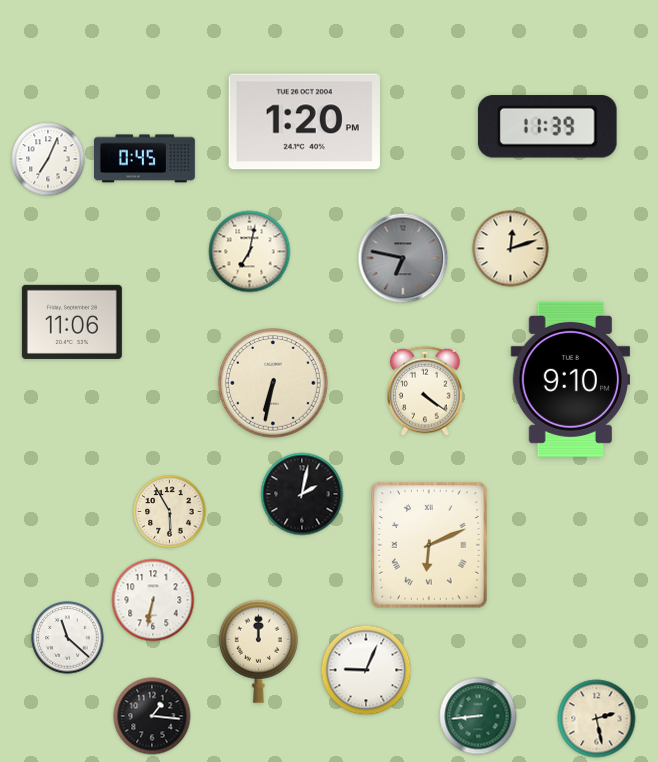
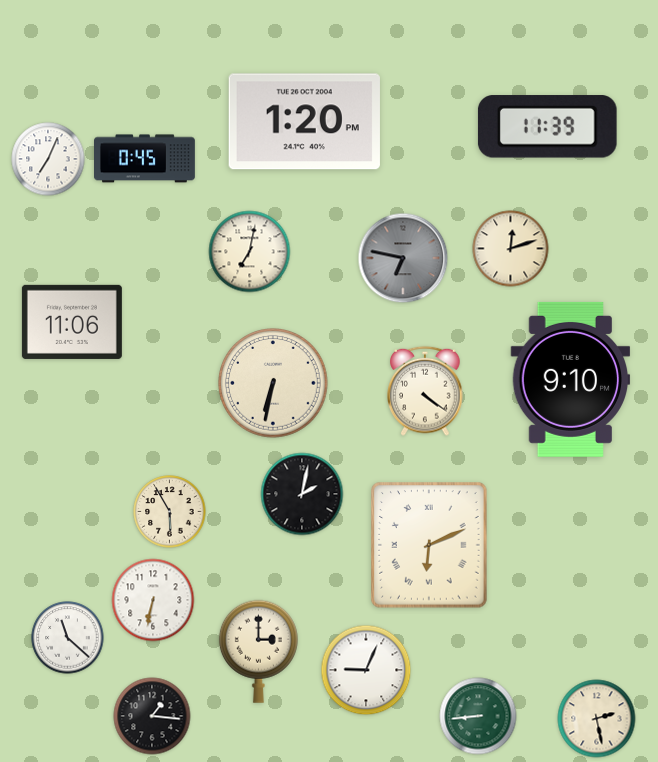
clock at (258, 651): 12:00 -> 3:00
